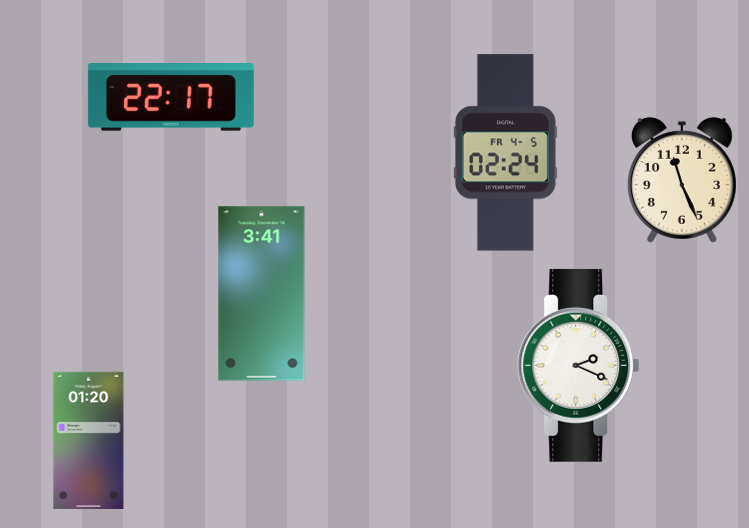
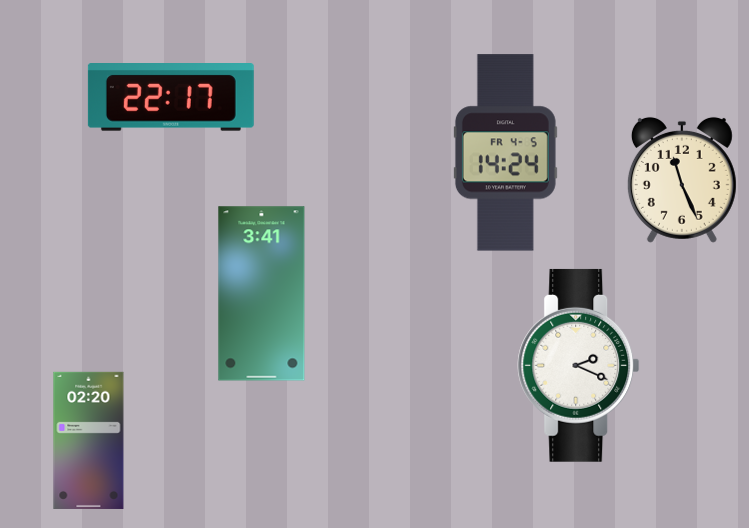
clock at (505, 153): 02:24 -> 14:24
clock at (89, 440): 01:20 -> 02:20
